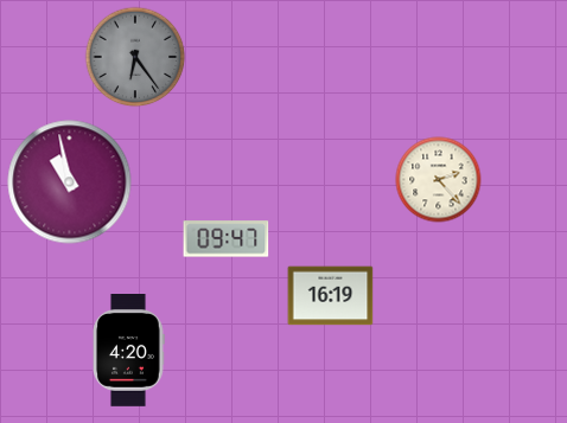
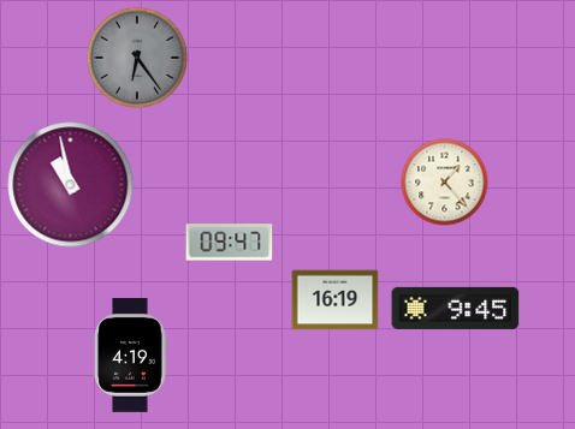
clock at (439, 180): 2:23 -> 1:23
clock at (456, 308): none -> 9:45
clock at (128, 351): 4:20 -> 4:19
